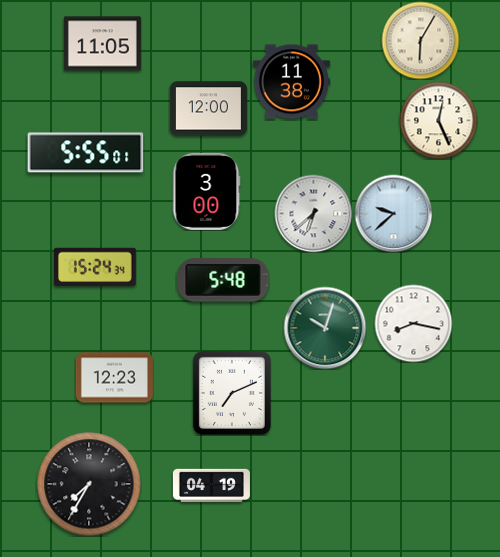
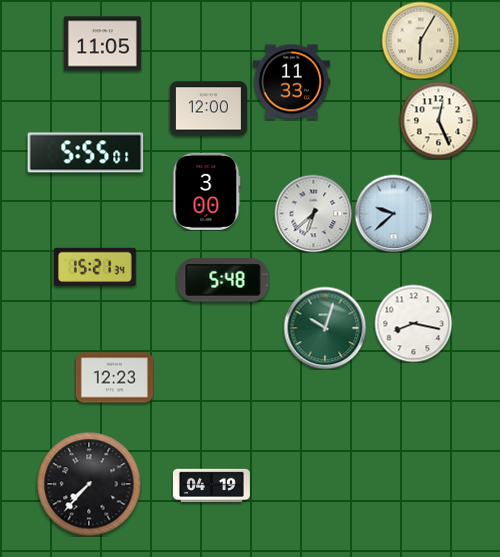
clock at (291, 82): 11:38 -> 11:33
clock at (95, 266): 15:24 -> 15:21
clock at (232, 393): 7:11 -> none
clock at (89, 484): 7:35 -> 7:37
